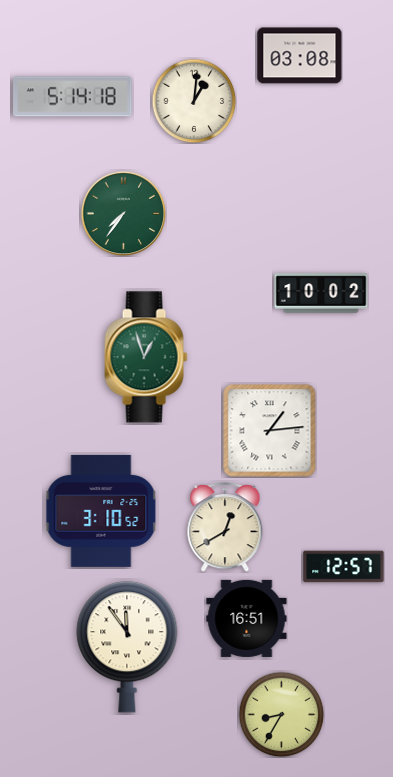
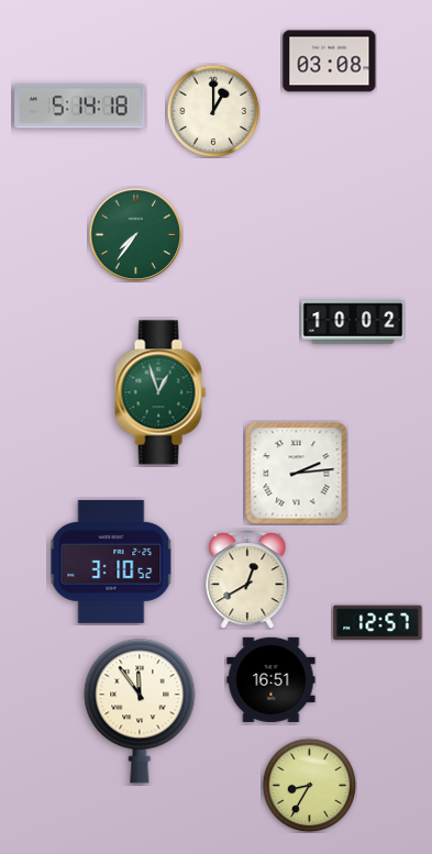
clock at (194, 101): 1:01 -> 1:00
clock at (270, 431): 1:14 -> 2:14
